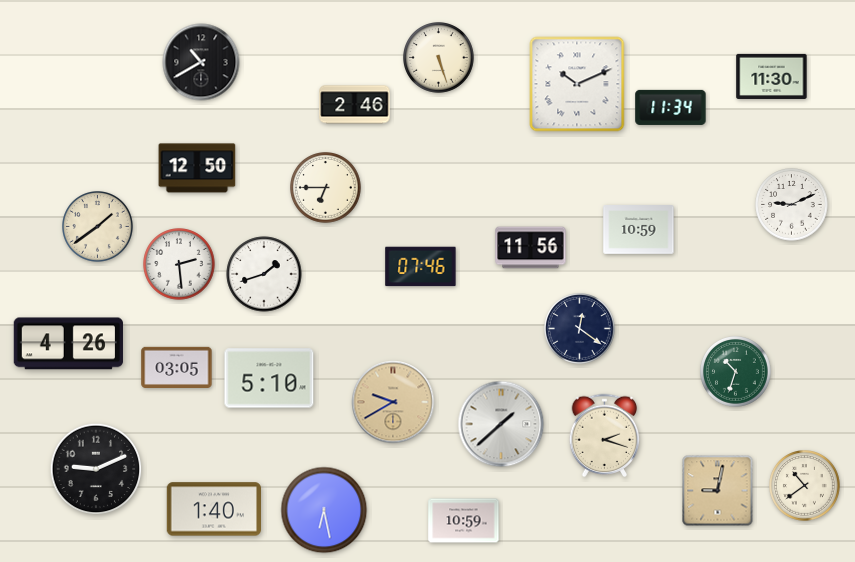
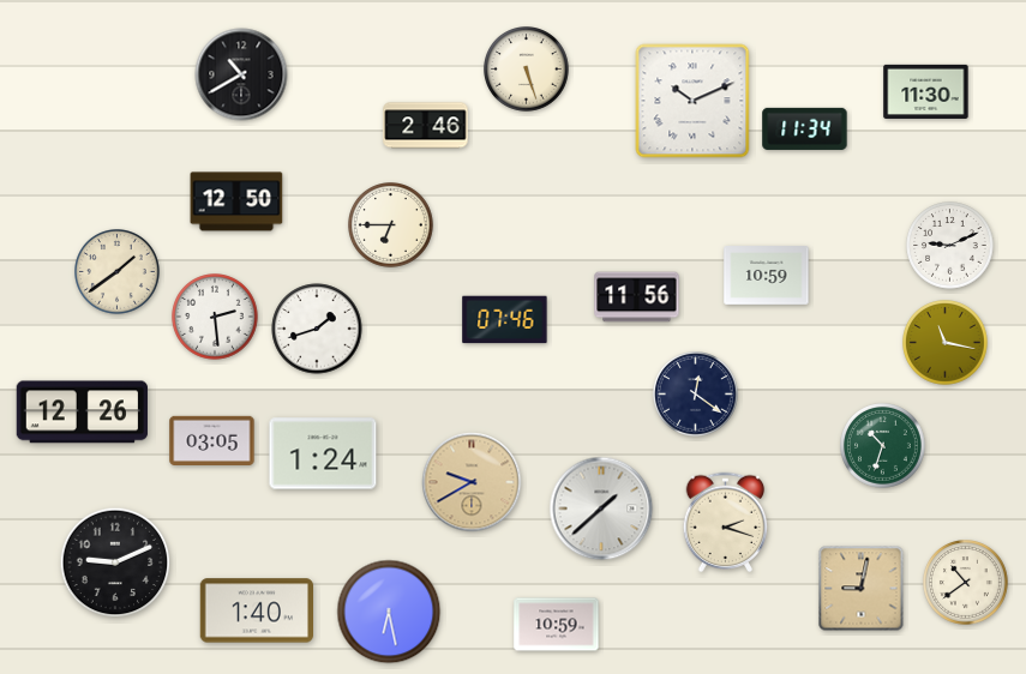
clock at (946, 343): none -> 11:17
clock at (68, 344): 4:26 -> 12:26
clock at (269, 378): 5:10 -> 1:24
